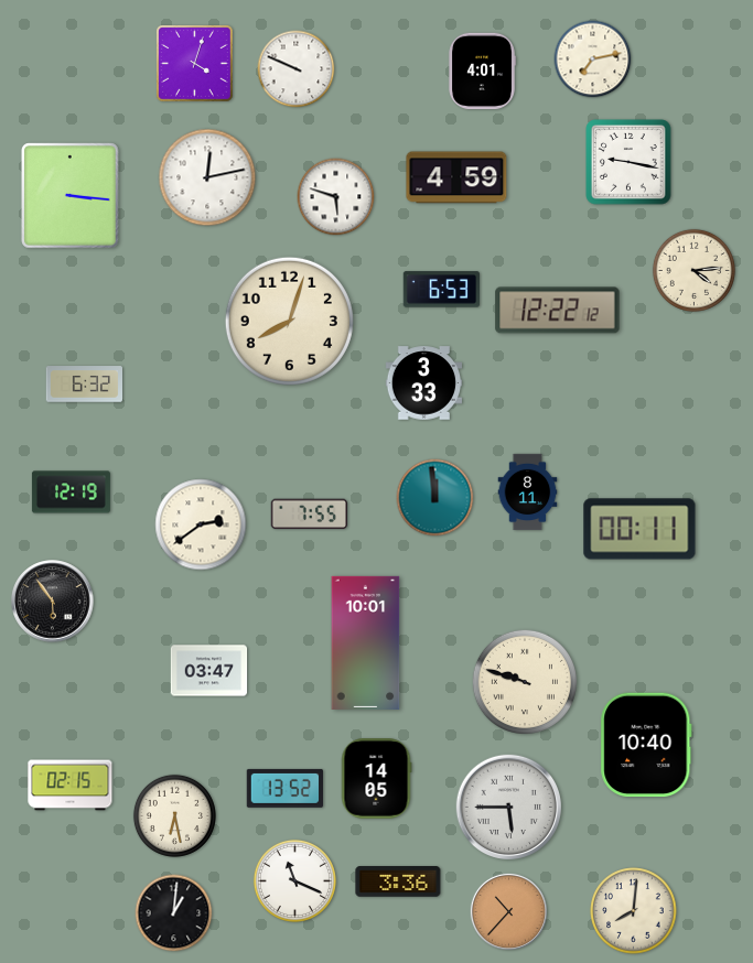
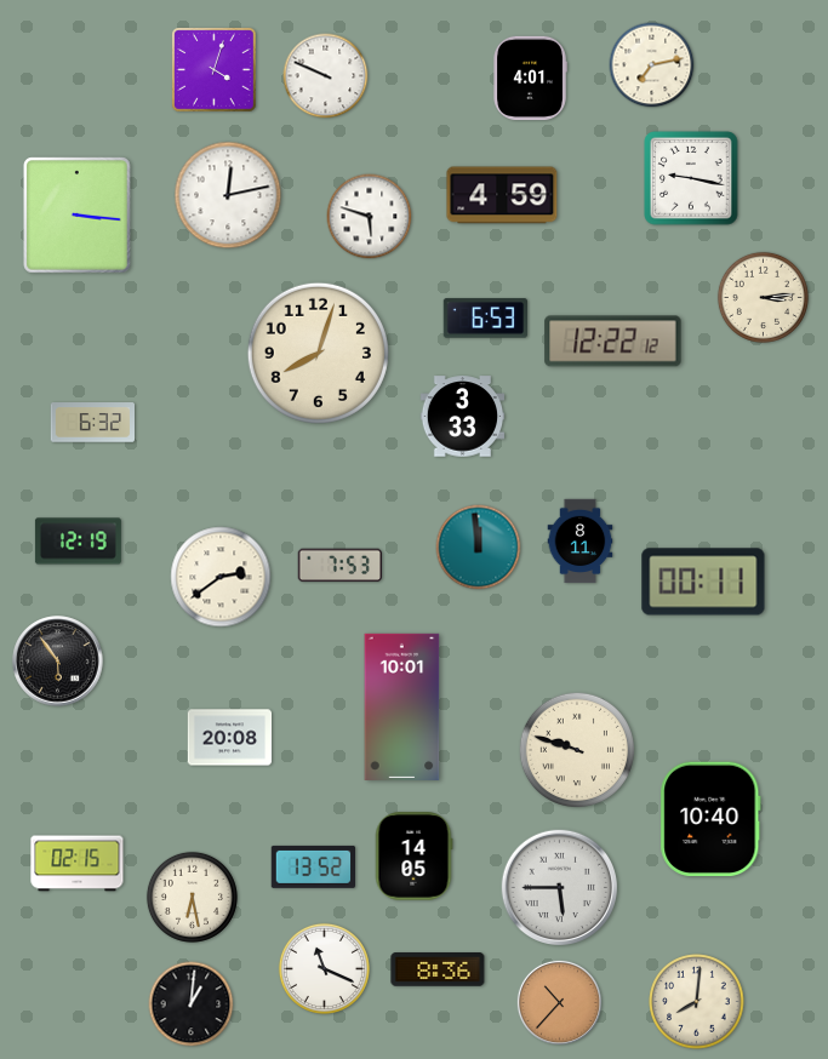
clock at (693, 270): 4:14 -> 3:14
clock at (424, 383) position: (424, 383) -> (463, 417)
clock at (309, 515): 7:55 -> 7:53
clock at (209, 671): 03:47 -> 20:08
clock at (398, 883): 3:36 -> 8:36
